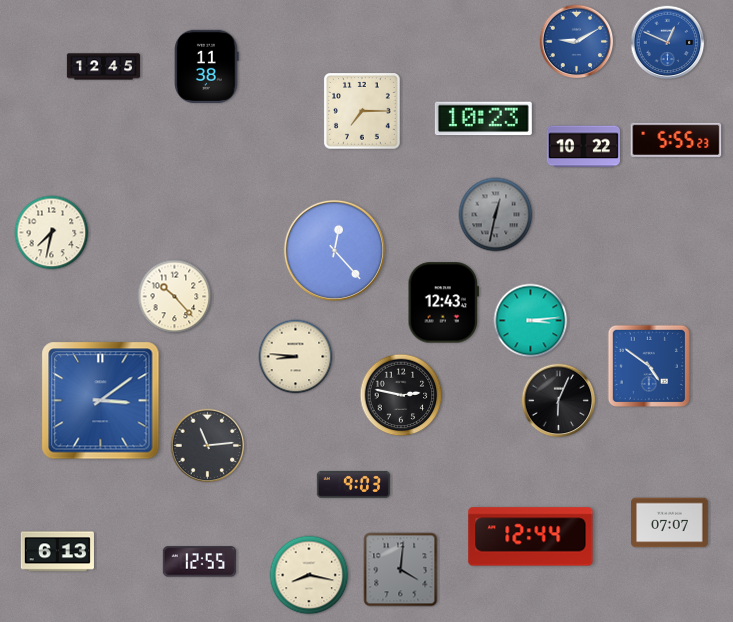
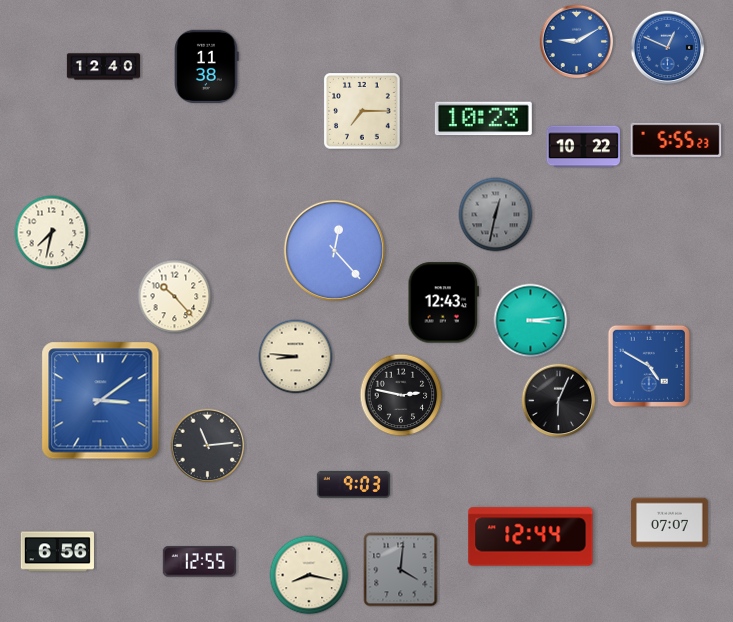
clock at (668, 43) position: (668, 43) -> (668, 48)
clock at (103, 67): 12:45 -> 12:40
clock at (649, 366): 4:51 -> 4:50
clock at (57, 552): 6:13 -> 6:56
